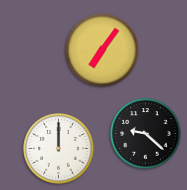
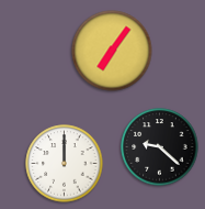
clock at (102, 50) position: (102, 50) -> (112, 51)
